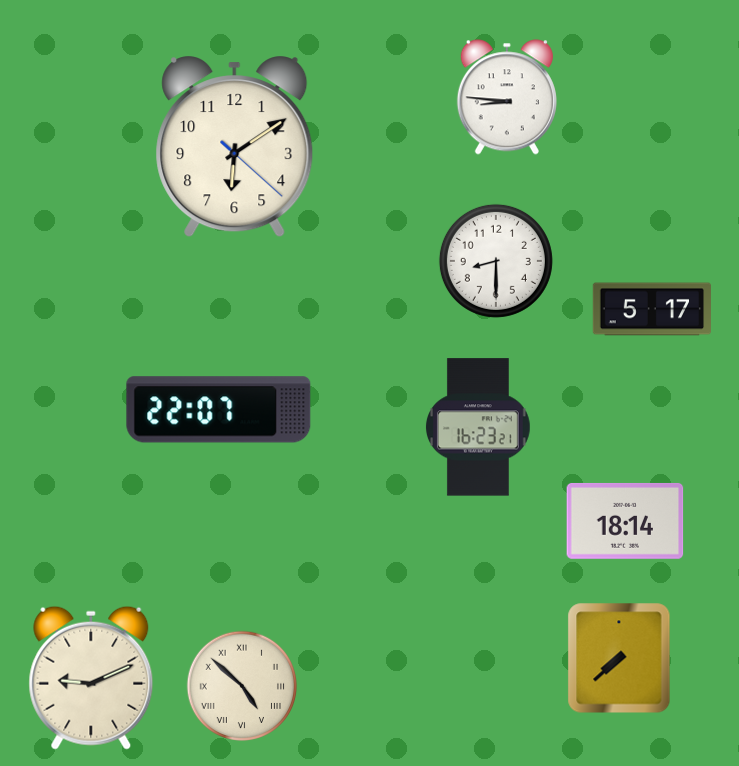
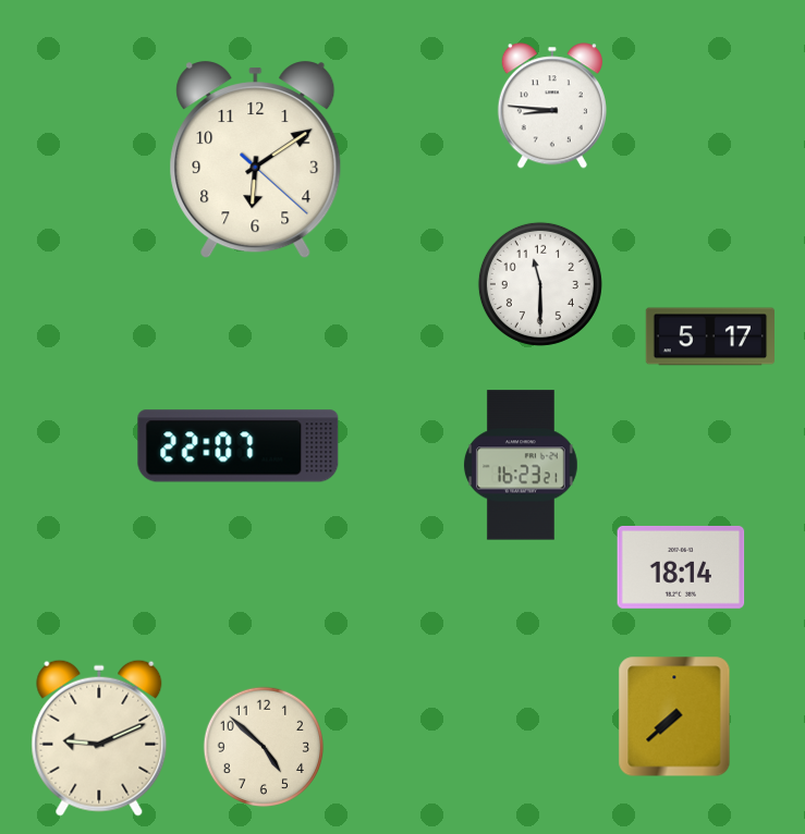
clock at (496, 261): 8:30 -> 11:30
clock at (242, 686) numerals: Roman -> Arabic
